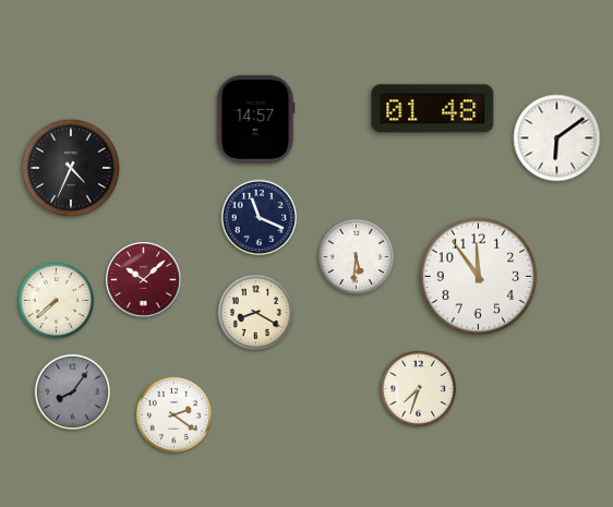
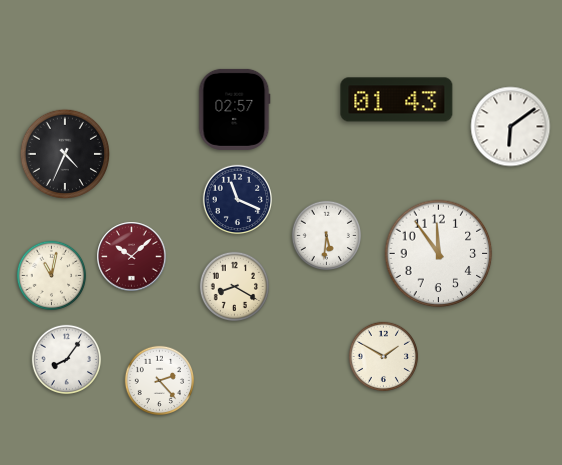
clock at (433, 109): 01:48 -> 01:43
clock at (256, 119): 14:57 -> 02:57
clock at (57, 301): 7:38 -> 11:02
clock at (419, 389): 7:33 -> 1:50
clock at (73, 393) dial: grey -> white
clock at (175, 415): 2:21 -> 2:23
